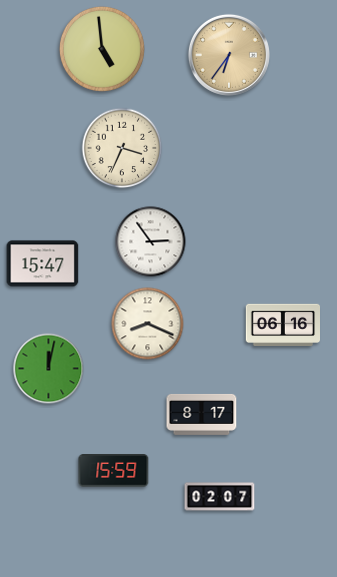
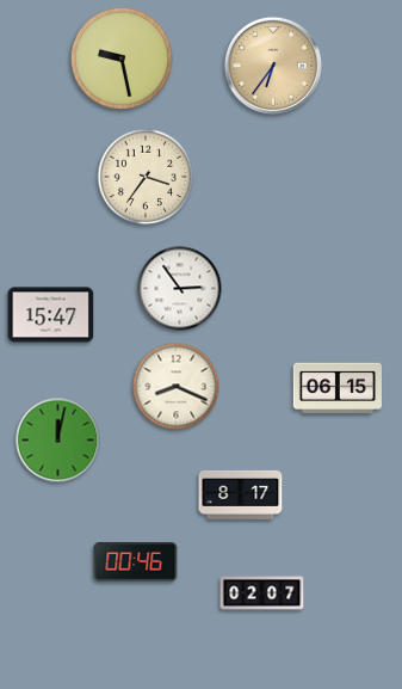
clock at (102, 49): 4:59 -> 9:28
clock at (122, 148): 3:34 -> 3:36
clock at (282, 324): 06:16 -> 06:15
clock at (114, 471): 15:59 -> 00:46
